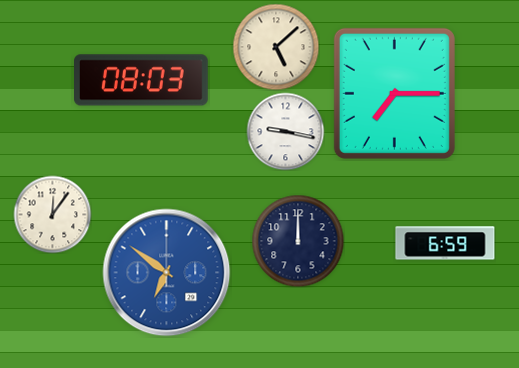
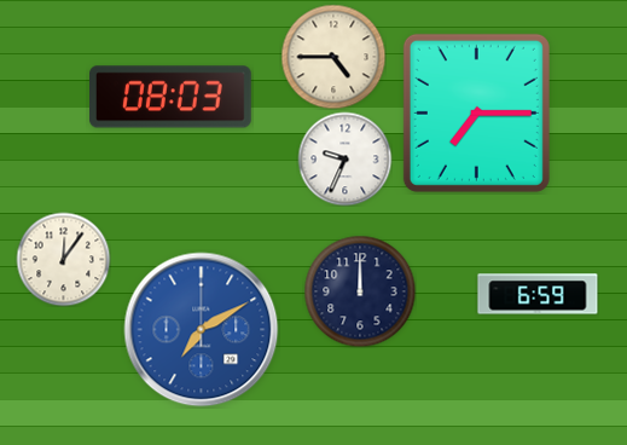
clock at (276, 47): 5:08 -> 4:45
clock at (285, 131): 9:17 -> 9:34
clock at (167, 273): 6:51 -> 7:10
